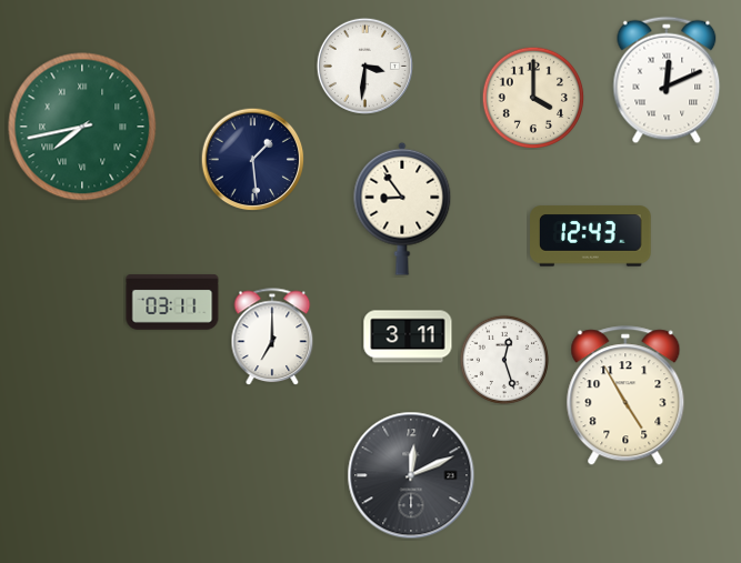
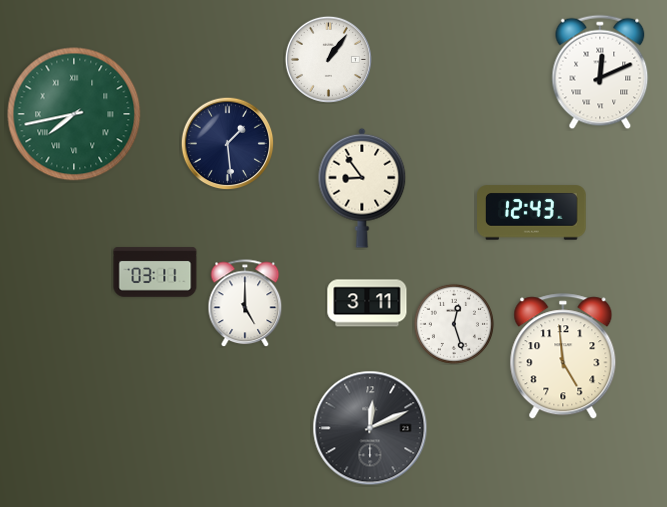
clock at (364, 66): 3:31 -> 1:06
clock at (533, 98): 4:00 -> none
clock at (272, 336): 7:00 -> 5:00
clock at (625, 396): 4:55 -> 4:59
